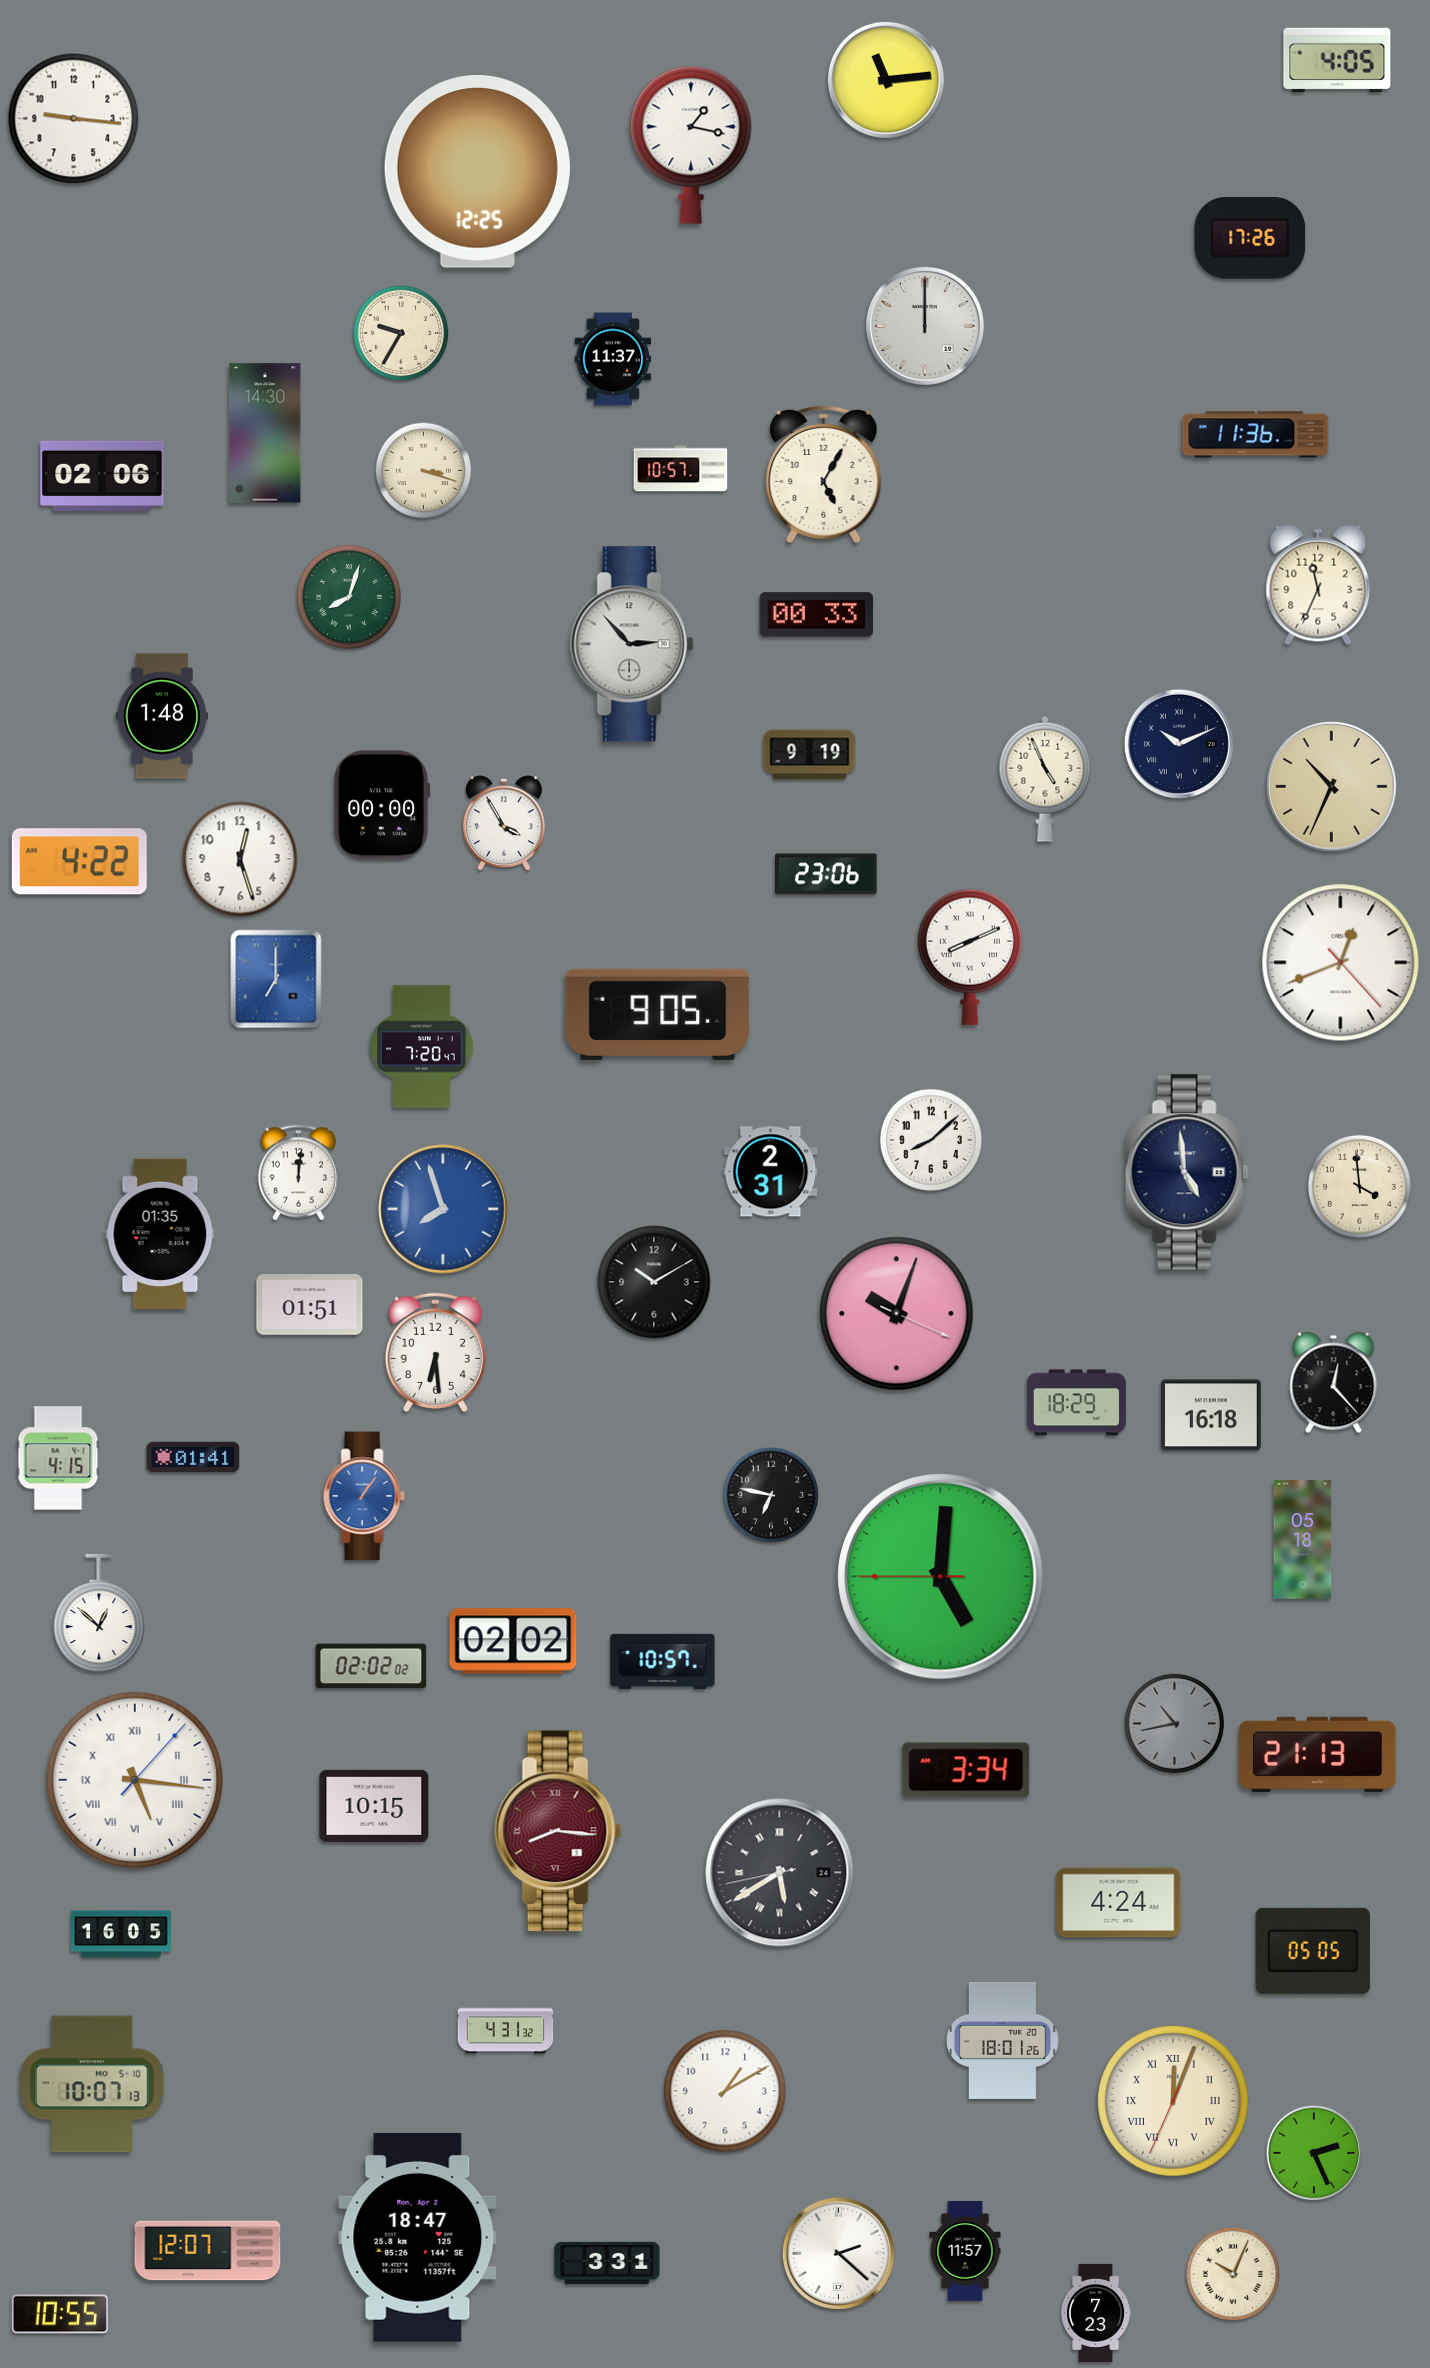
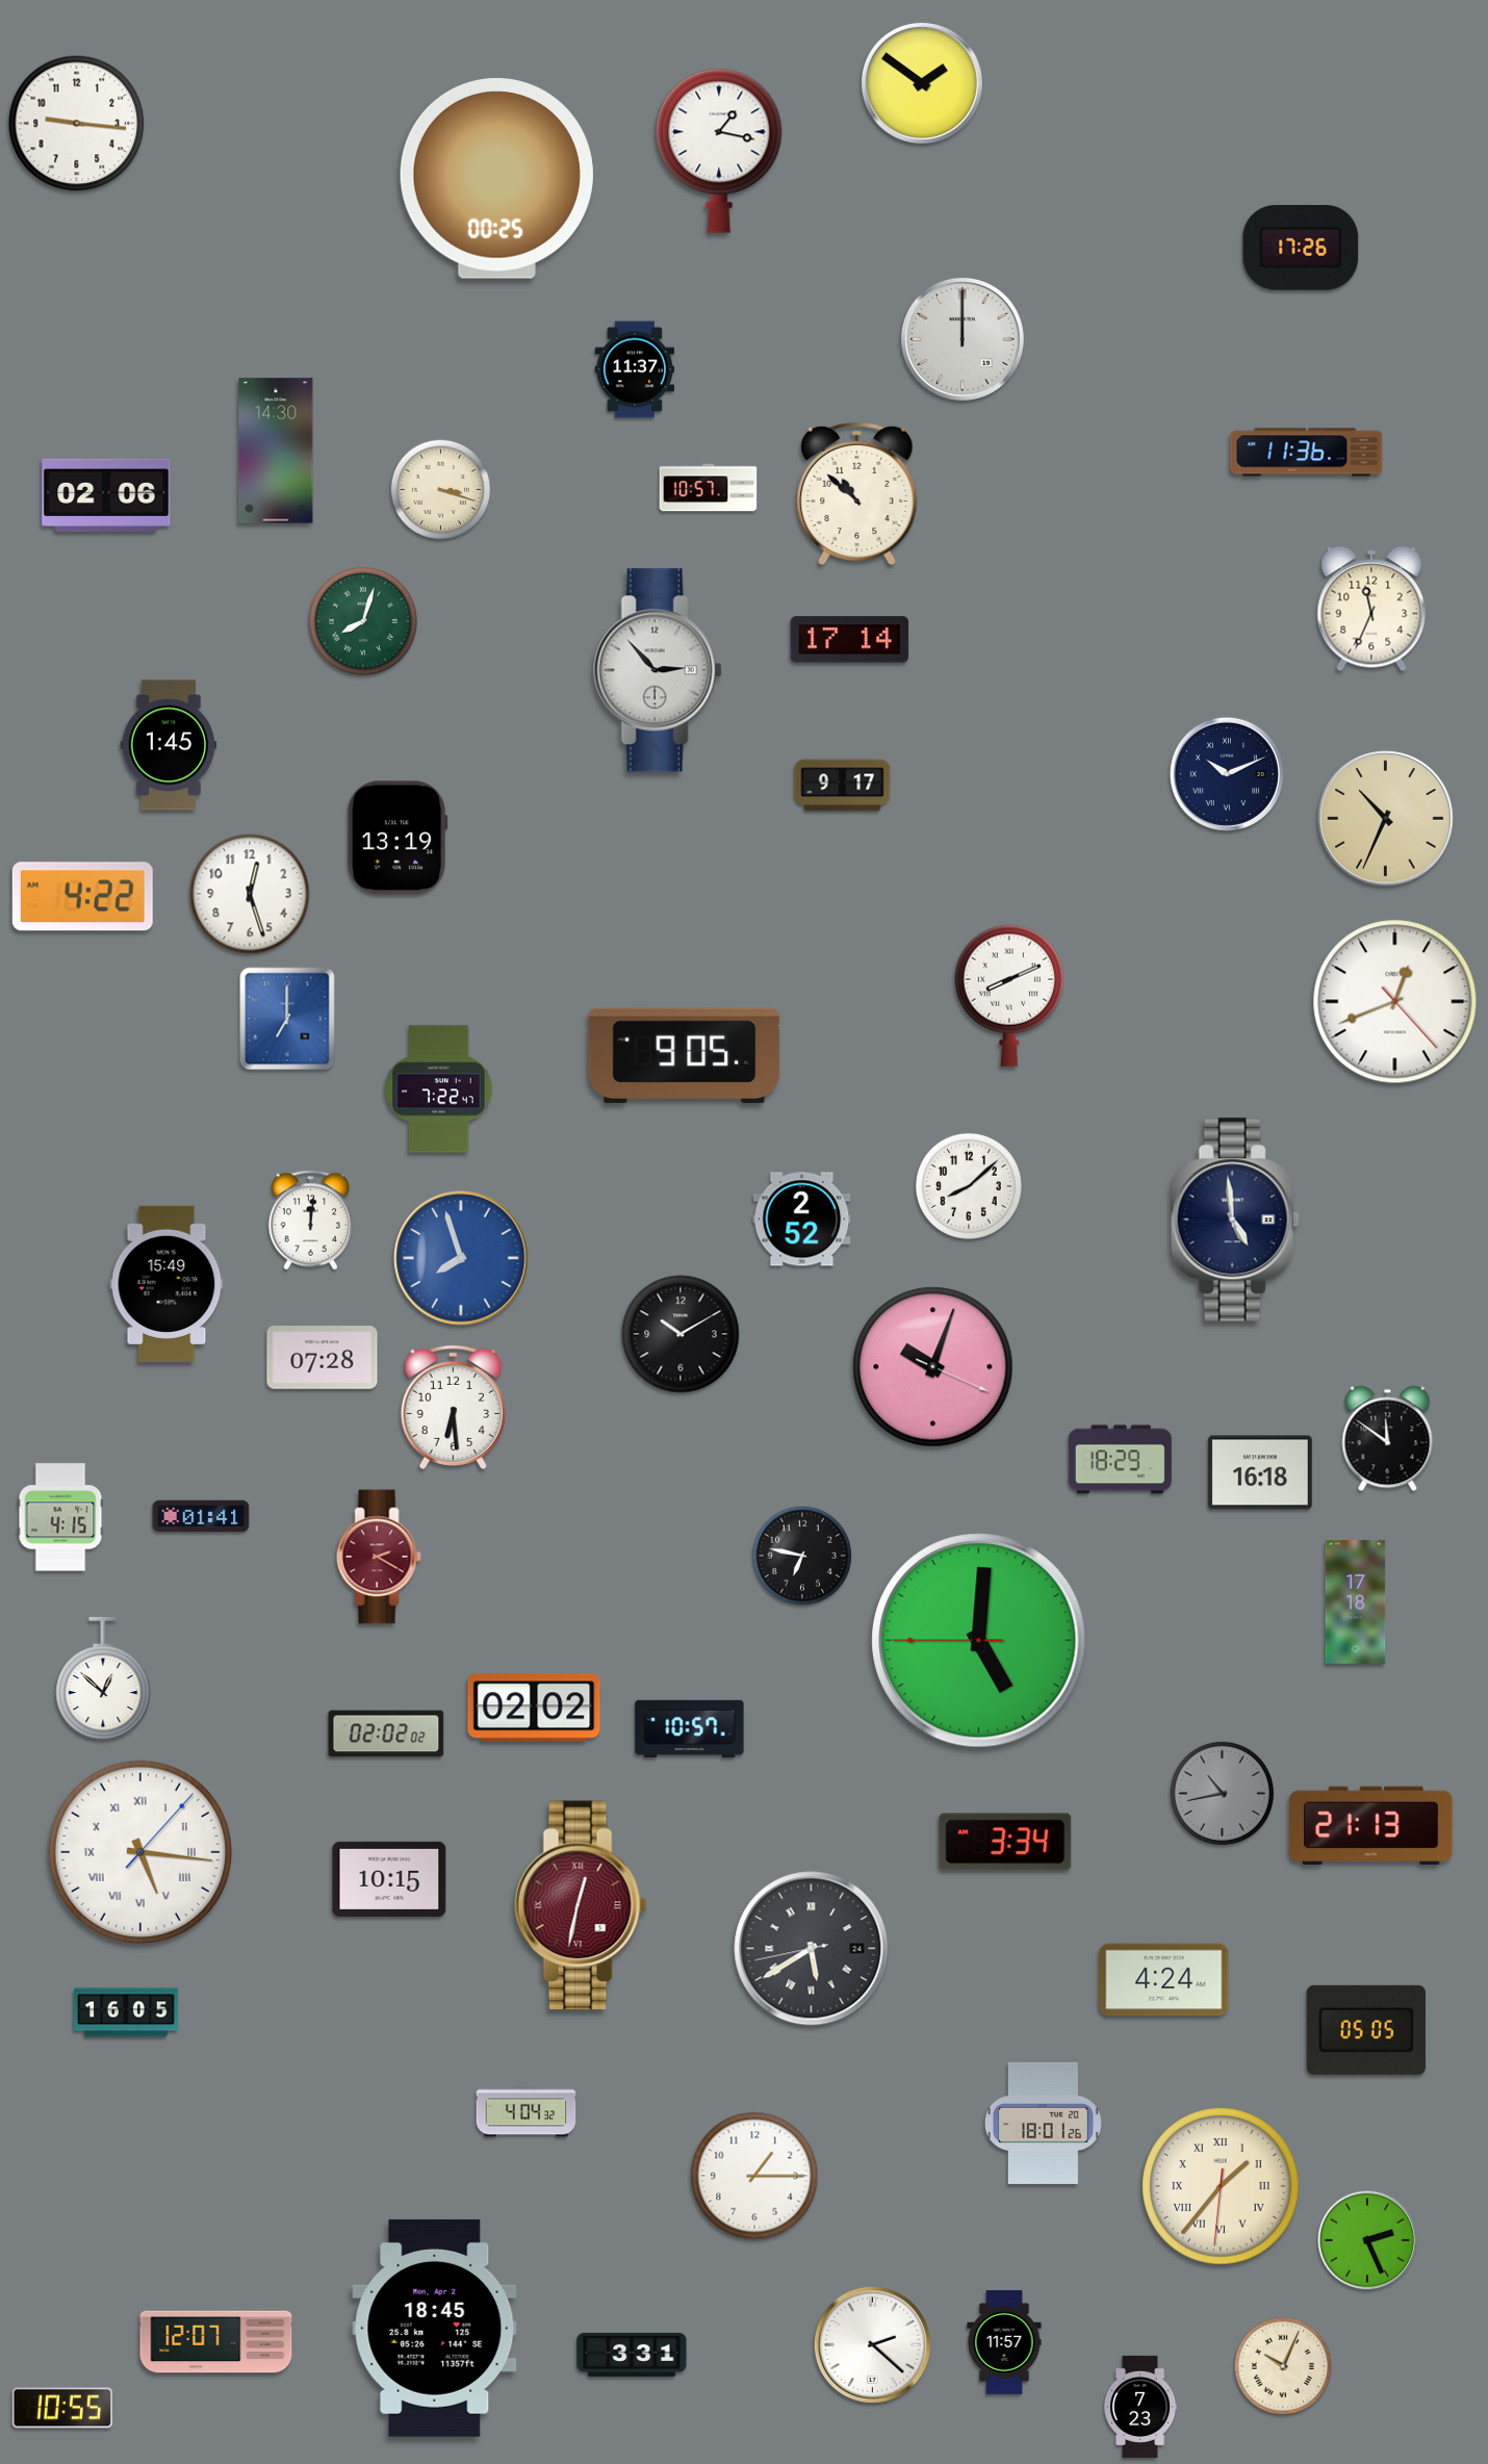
clock at (1337, 59): 4:05 -> none
clock at (886, 80): 11:14 -> 1:51
clock at (477, 172): 12:25 -> 00:25
clock at (401, 333): 9:35 -> none
clock at (613, 359) position: (613, 359) -> (635, 369)
clock at (824, 474): 5:05 -> 10:52
clock at (817, 615): 00:33 -> 17:14
clock at (162, 716): 1:48 -> 1:45
clock at (810, 755): 9:19 -> 9:17
clock at (1045, 779): 4:56 -> none
clock at (382, 805): 00:00 -> 13:19
clock at (504, 823): 3:55 -> none
clock at (827, 874): 23:06 -> none
clock at (422, 1047): 7:20 -> 7:22
clock at (771, 1172): 2:31 -> 2:52
clock at (1359, 1186): 3:59 -> none
clock at (160, 1233): 01:35 -> 15:49
clock at (310, 1305): 01:51 -> 07:28
clock at (1334, 1383): 12:23 -> 11:51
clock at (364, 1496): 1:06 -> 2:20
clock at (364, 1496) dial: blue -> burgundy
clock at (1303, 1540): 05:18 -> 17:18
clock at (558, 1831): 8:16 -> 12:32
clock at (506, 2030): 4:31 -> 4:04
clock at (92, 2084): 10:07 -> none
clock at (725, 2091): 1:10 -> 1:15
clock at (1173, 2101): 12:03 -> 1:36
clock at (418, 2237): 18:47 -> 18:45
